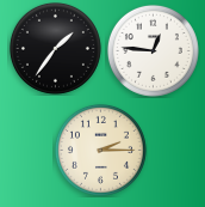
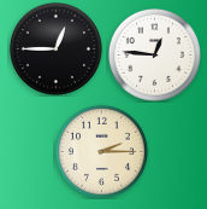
clock at (55, 48): 1:36 -> 12:45
clock at (153, 50) position: (153, 50) -> (154, 54)
